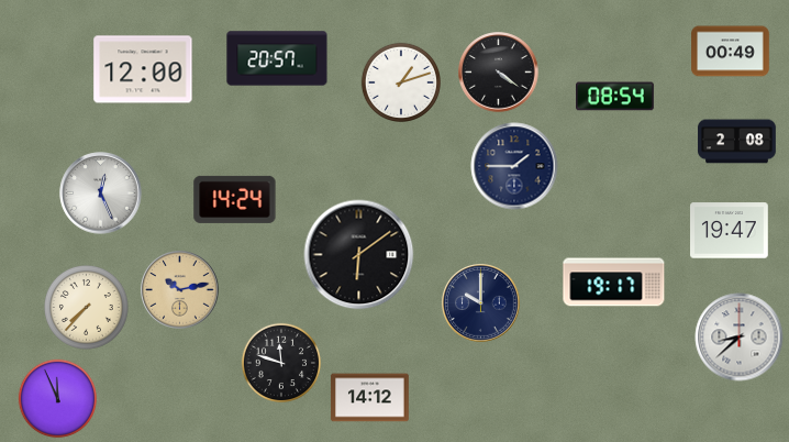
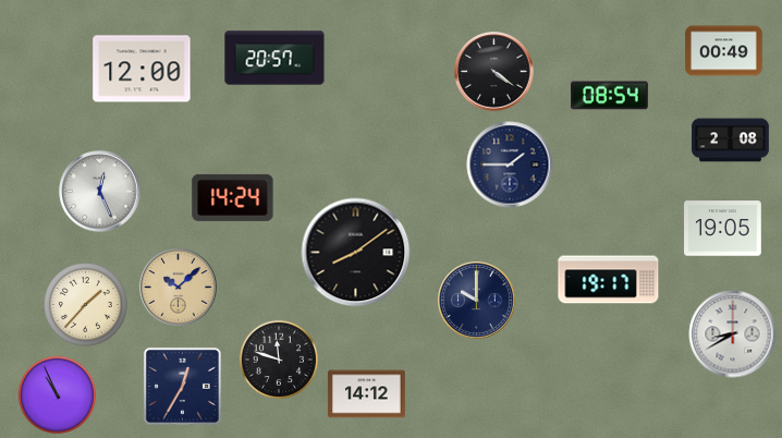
clock at (400, 81): 1:12 -> none
clock at (730, 231): 19:47 -> 19:05
clock at (359, 255): 6:09 -> 8:09
clock at (180, 290): 10:13 -> 10:08
clock at (87, 308): 7:37 -> 1:37
clock at (740, 338): 8:38 -> 8:40
clock at (182, 386): none -> 12:35
clock at (58, 399): 11:56 -> 10:56
